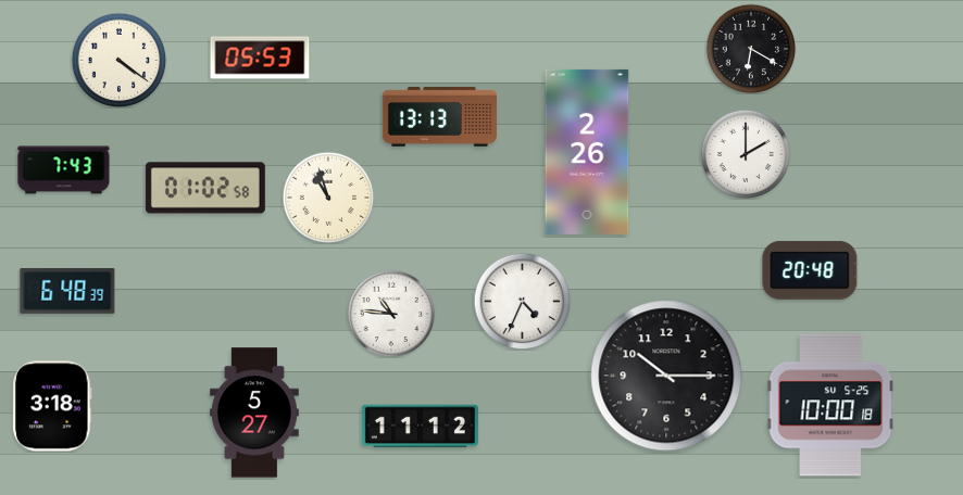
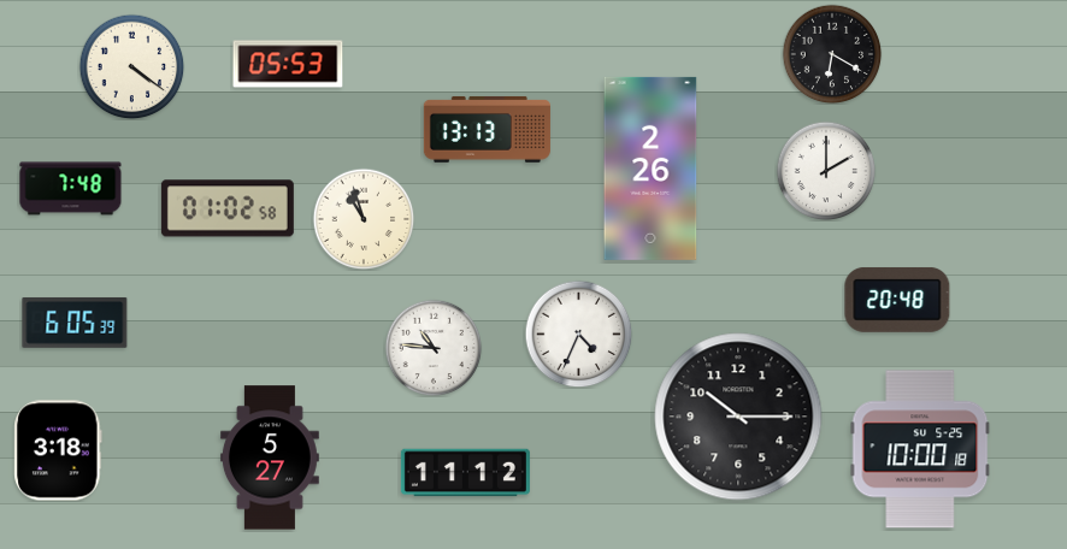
clock at (64, 170): 7:43 -> 7:48
clock at (67, 291): 6:48 -> 6:05
clock at (254, 412) position: (254, 412) -> (270, 457)
